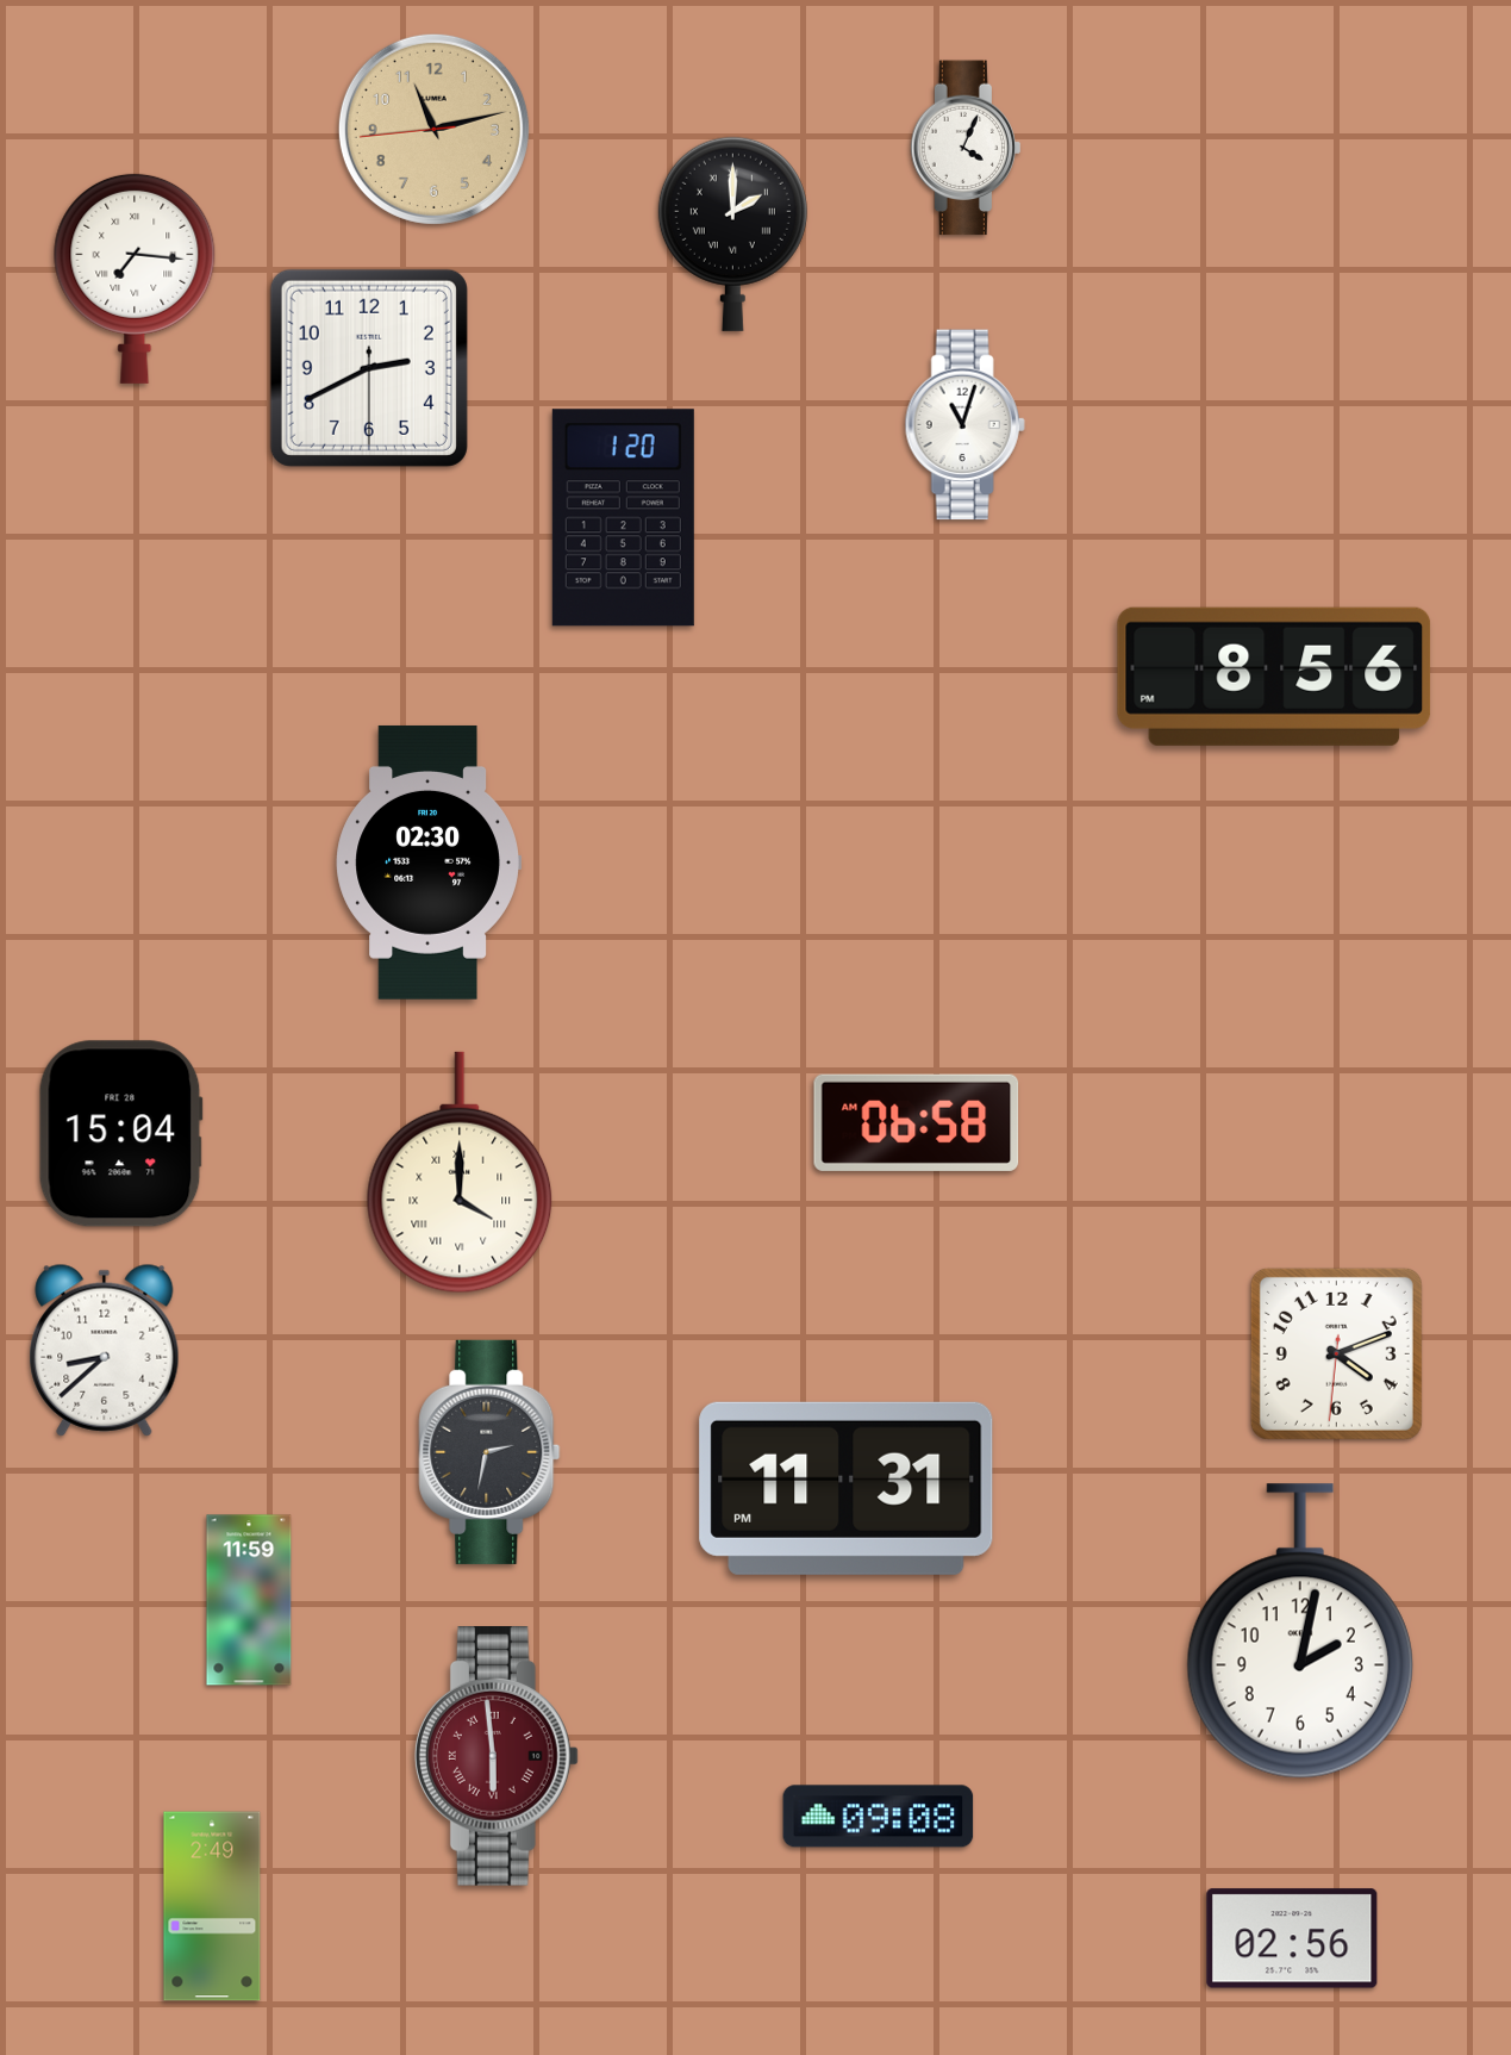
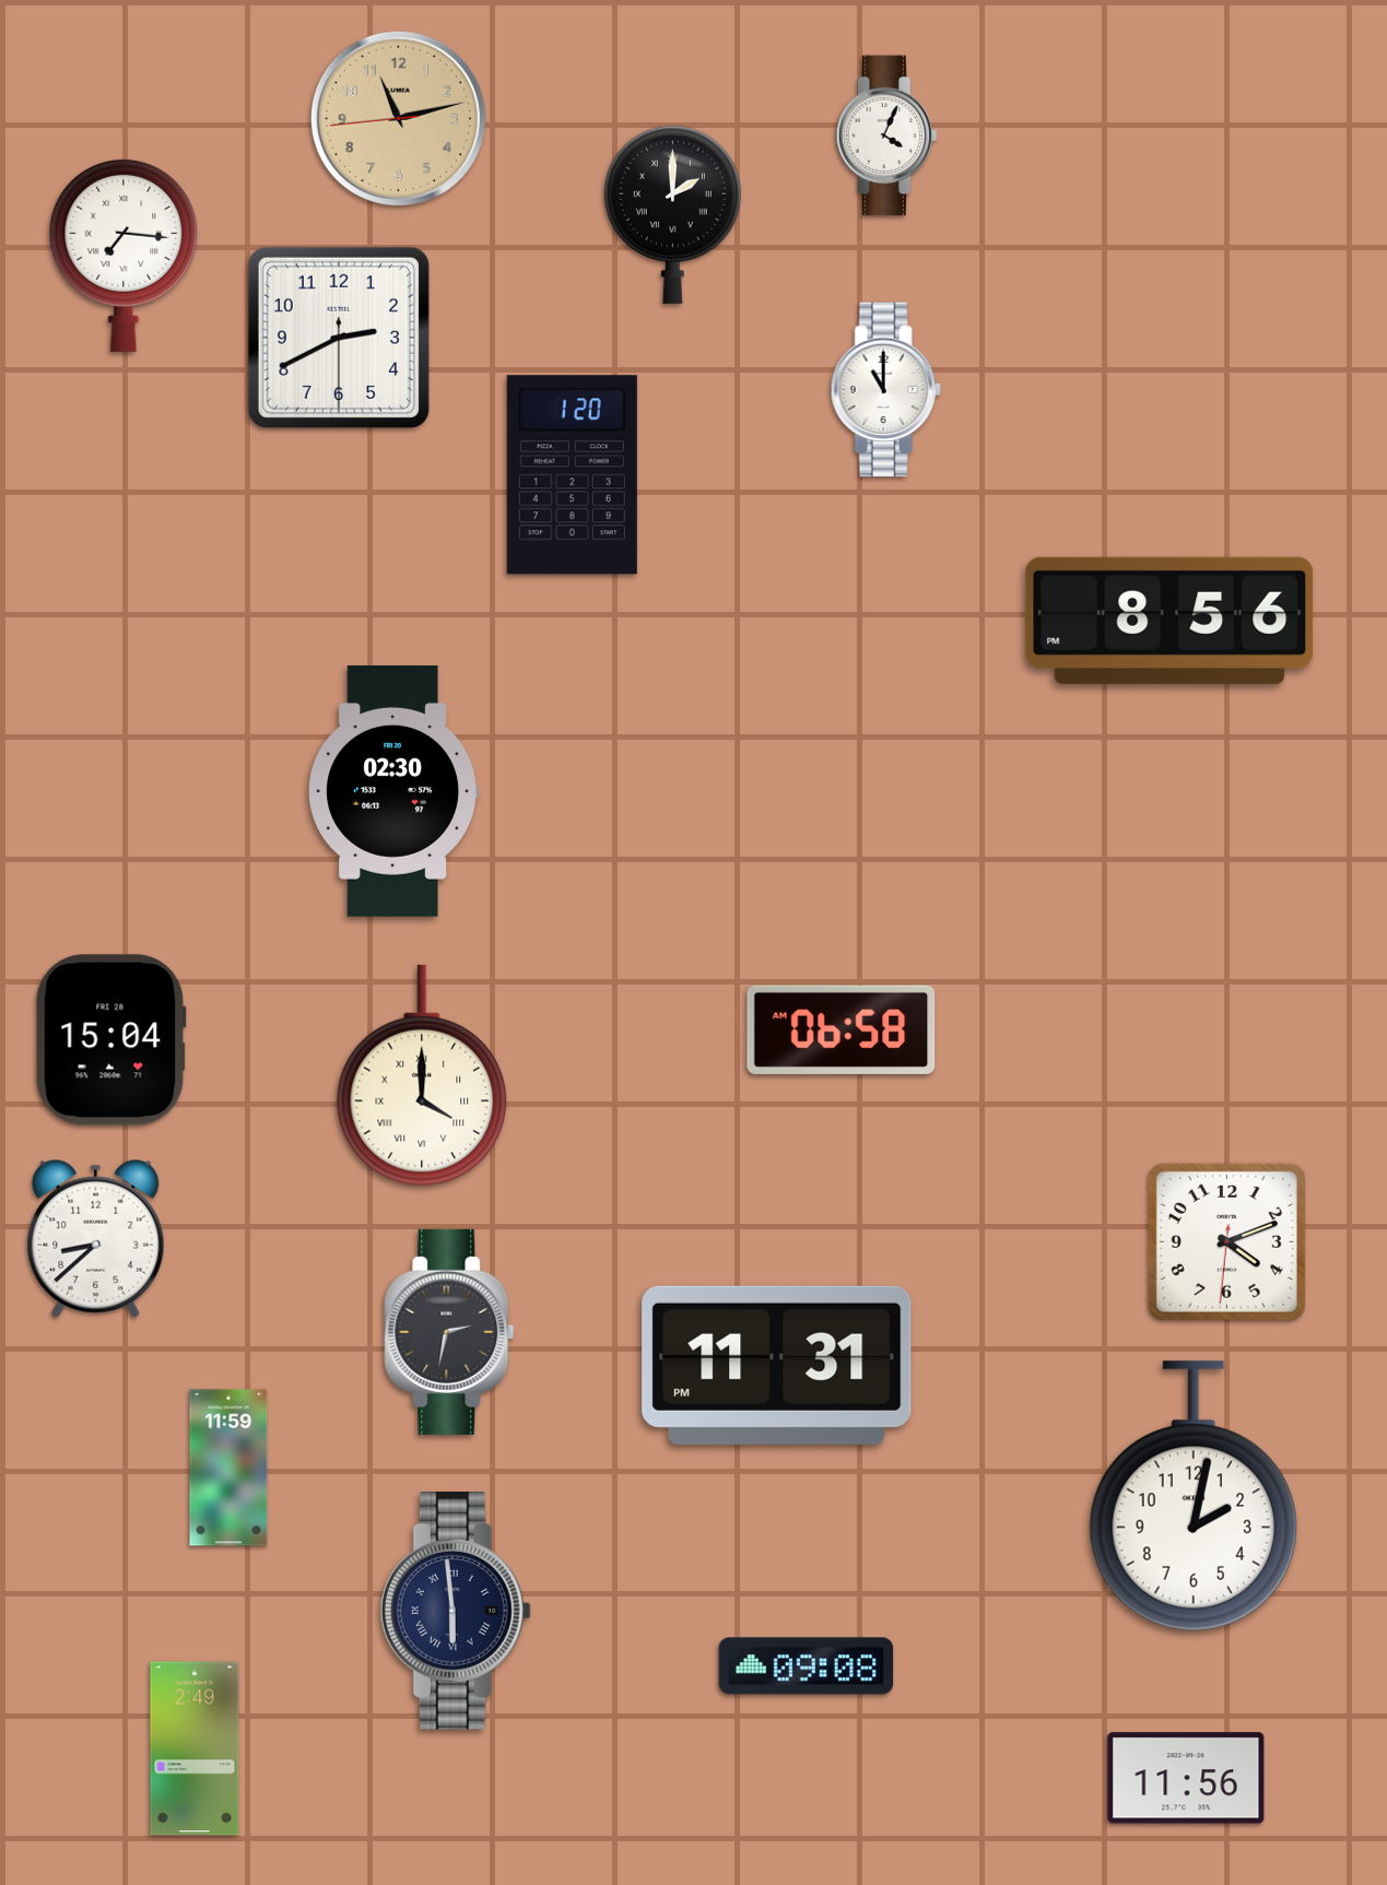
clock at (964, 425): 11:03 -> 11:00
clock at (497, 1757) dial: burgundy -> navy
clock at (1292, 1938): 02:56 -> 11:56
